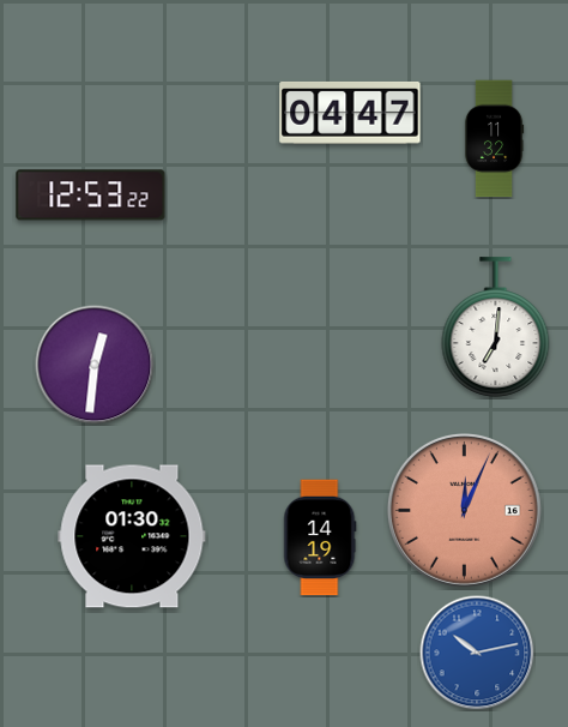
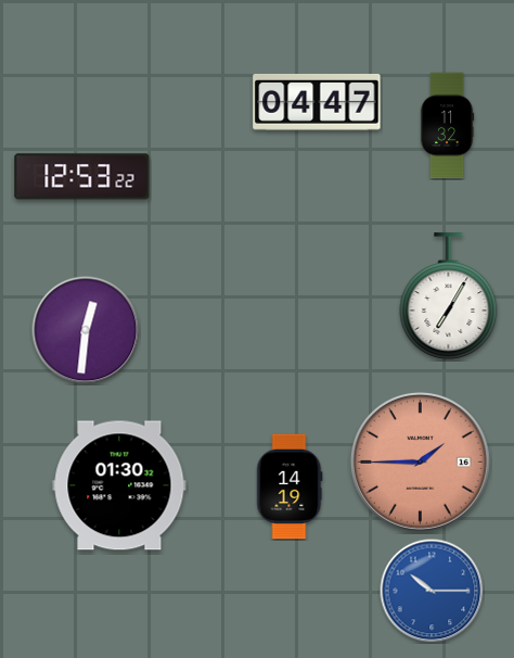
clock at (496, 328): 7:01 -> 7:05
clock at (464, 510): 12:04 -> 1:45
clock at (477, 653): 10:13 -> 10:15
